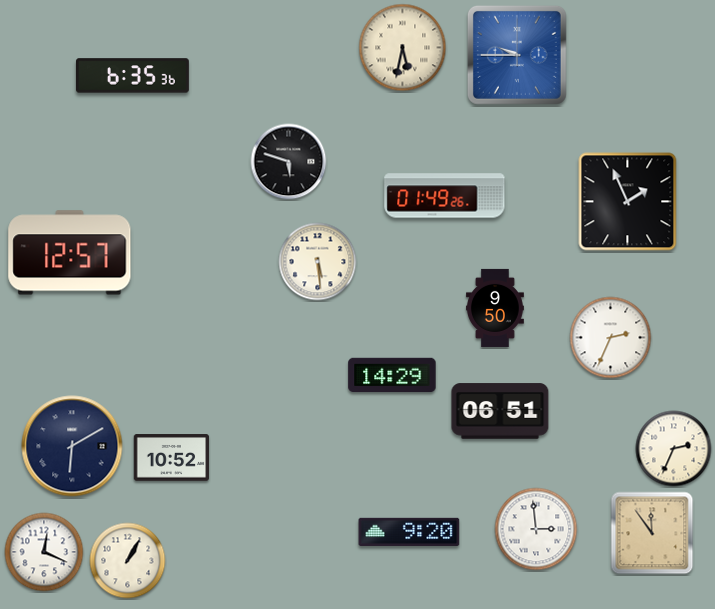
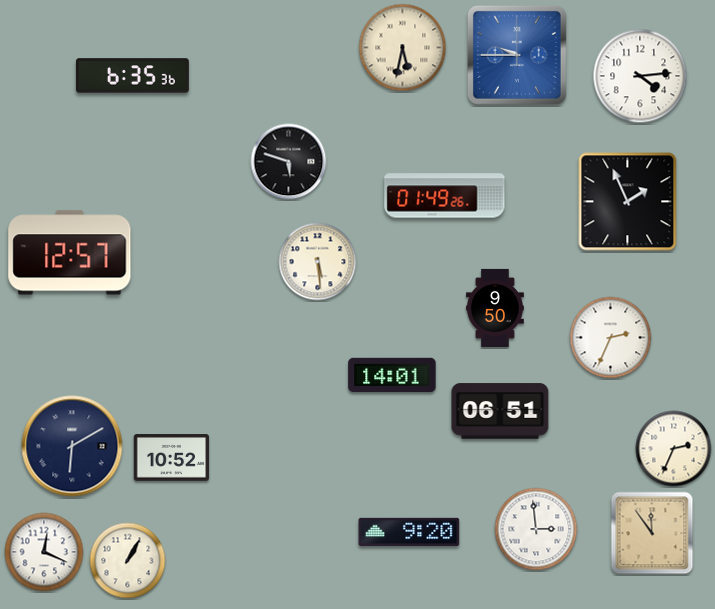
clock at (640, 76): none -> 4:14
clock at (392, 375): 14:29 -> 14:01
